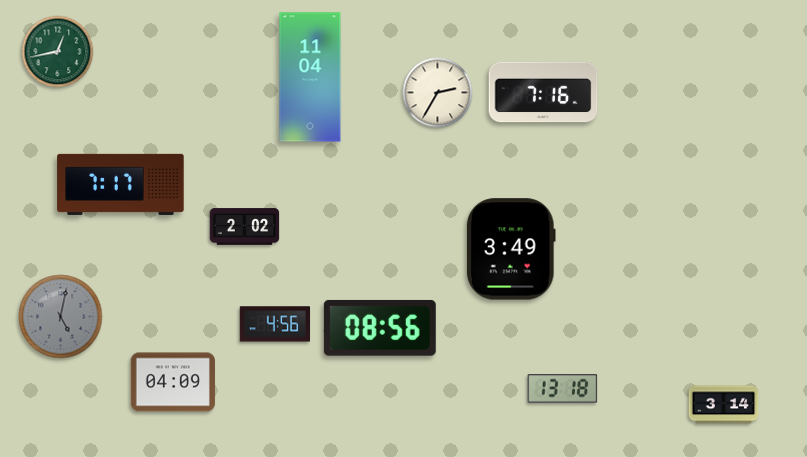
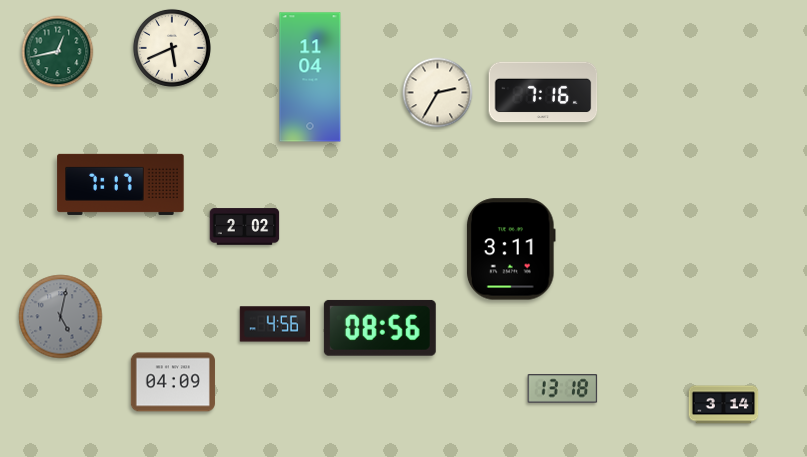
clock at (172, 48): none -> 5:41
clock at (511, 249): 3:49 -> 3:11
